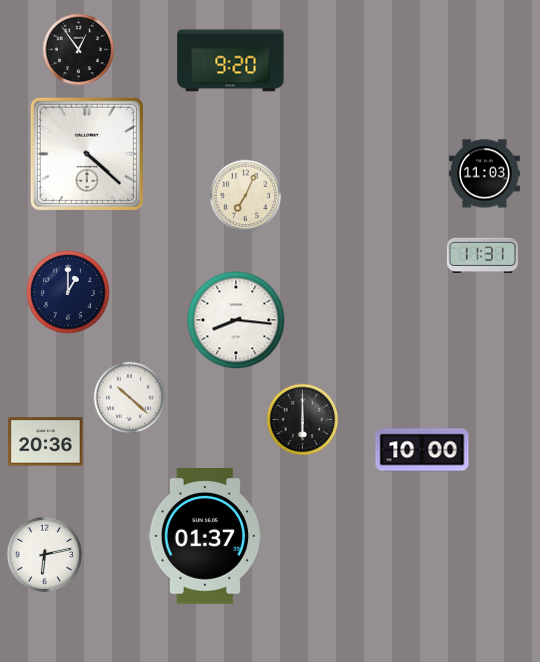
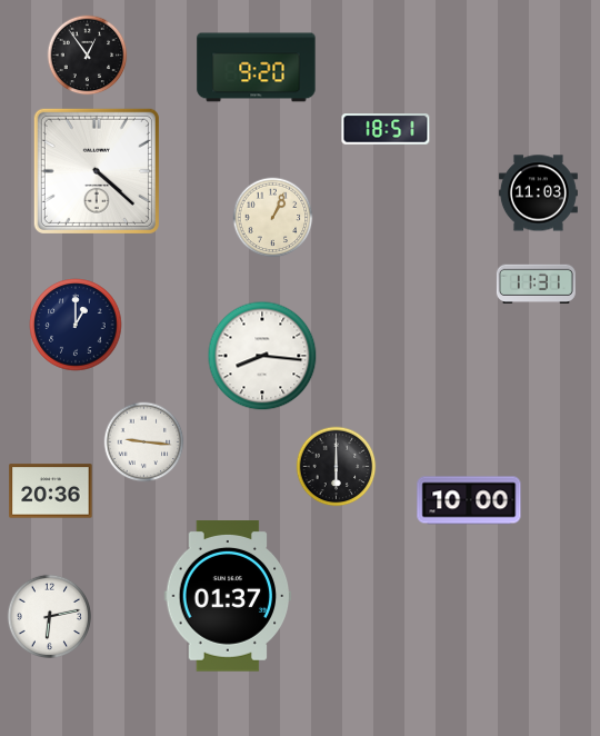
clock at (386, 129): none -> 18:51
clock at (246, 196): 7:04 -> 1:04
clock at (130, 398): 10:22 -> 9:16
